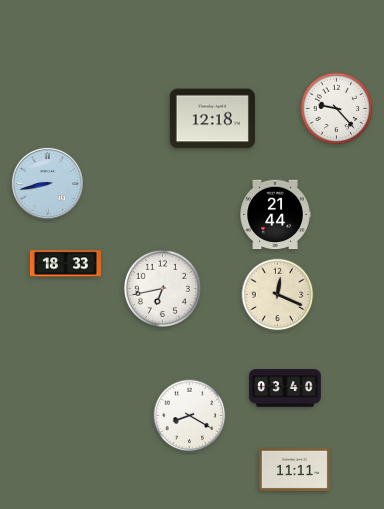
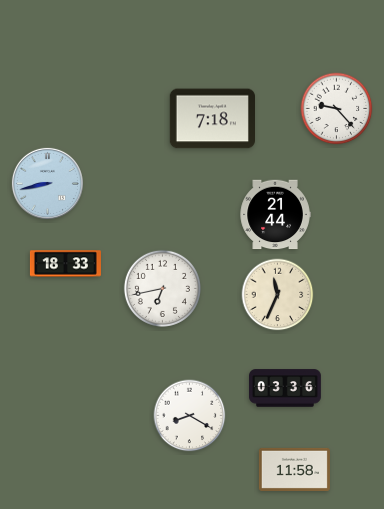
clock at (212, 119): 12:18 -> 7:18
clock at (278, 295): 12:19 -> 11:34
clock at (286, 388): 03:40 -> 03:36
clock at (294, 469): 11:11 -> 11:58
